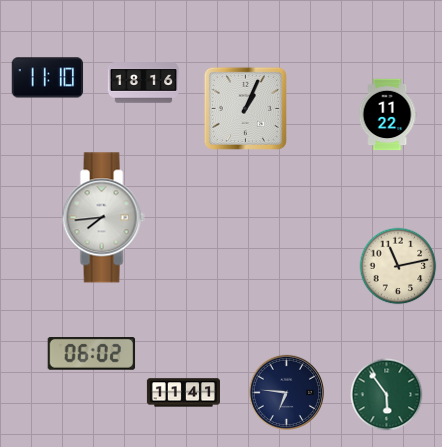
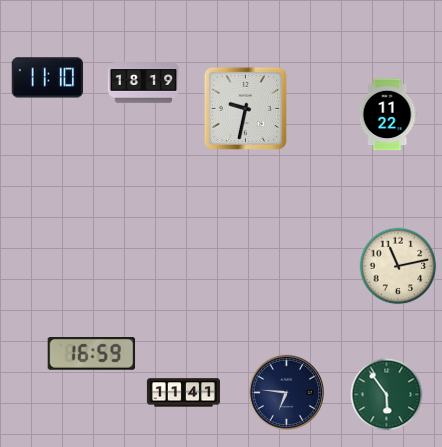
clock at (144, 83): 18:16 -> 18:19
clock at (245, 108): 1:04 -> 9:32
clock at (103, 218): 7:44 -> none
clock at (92, 354): 06:02 -> 16:59
